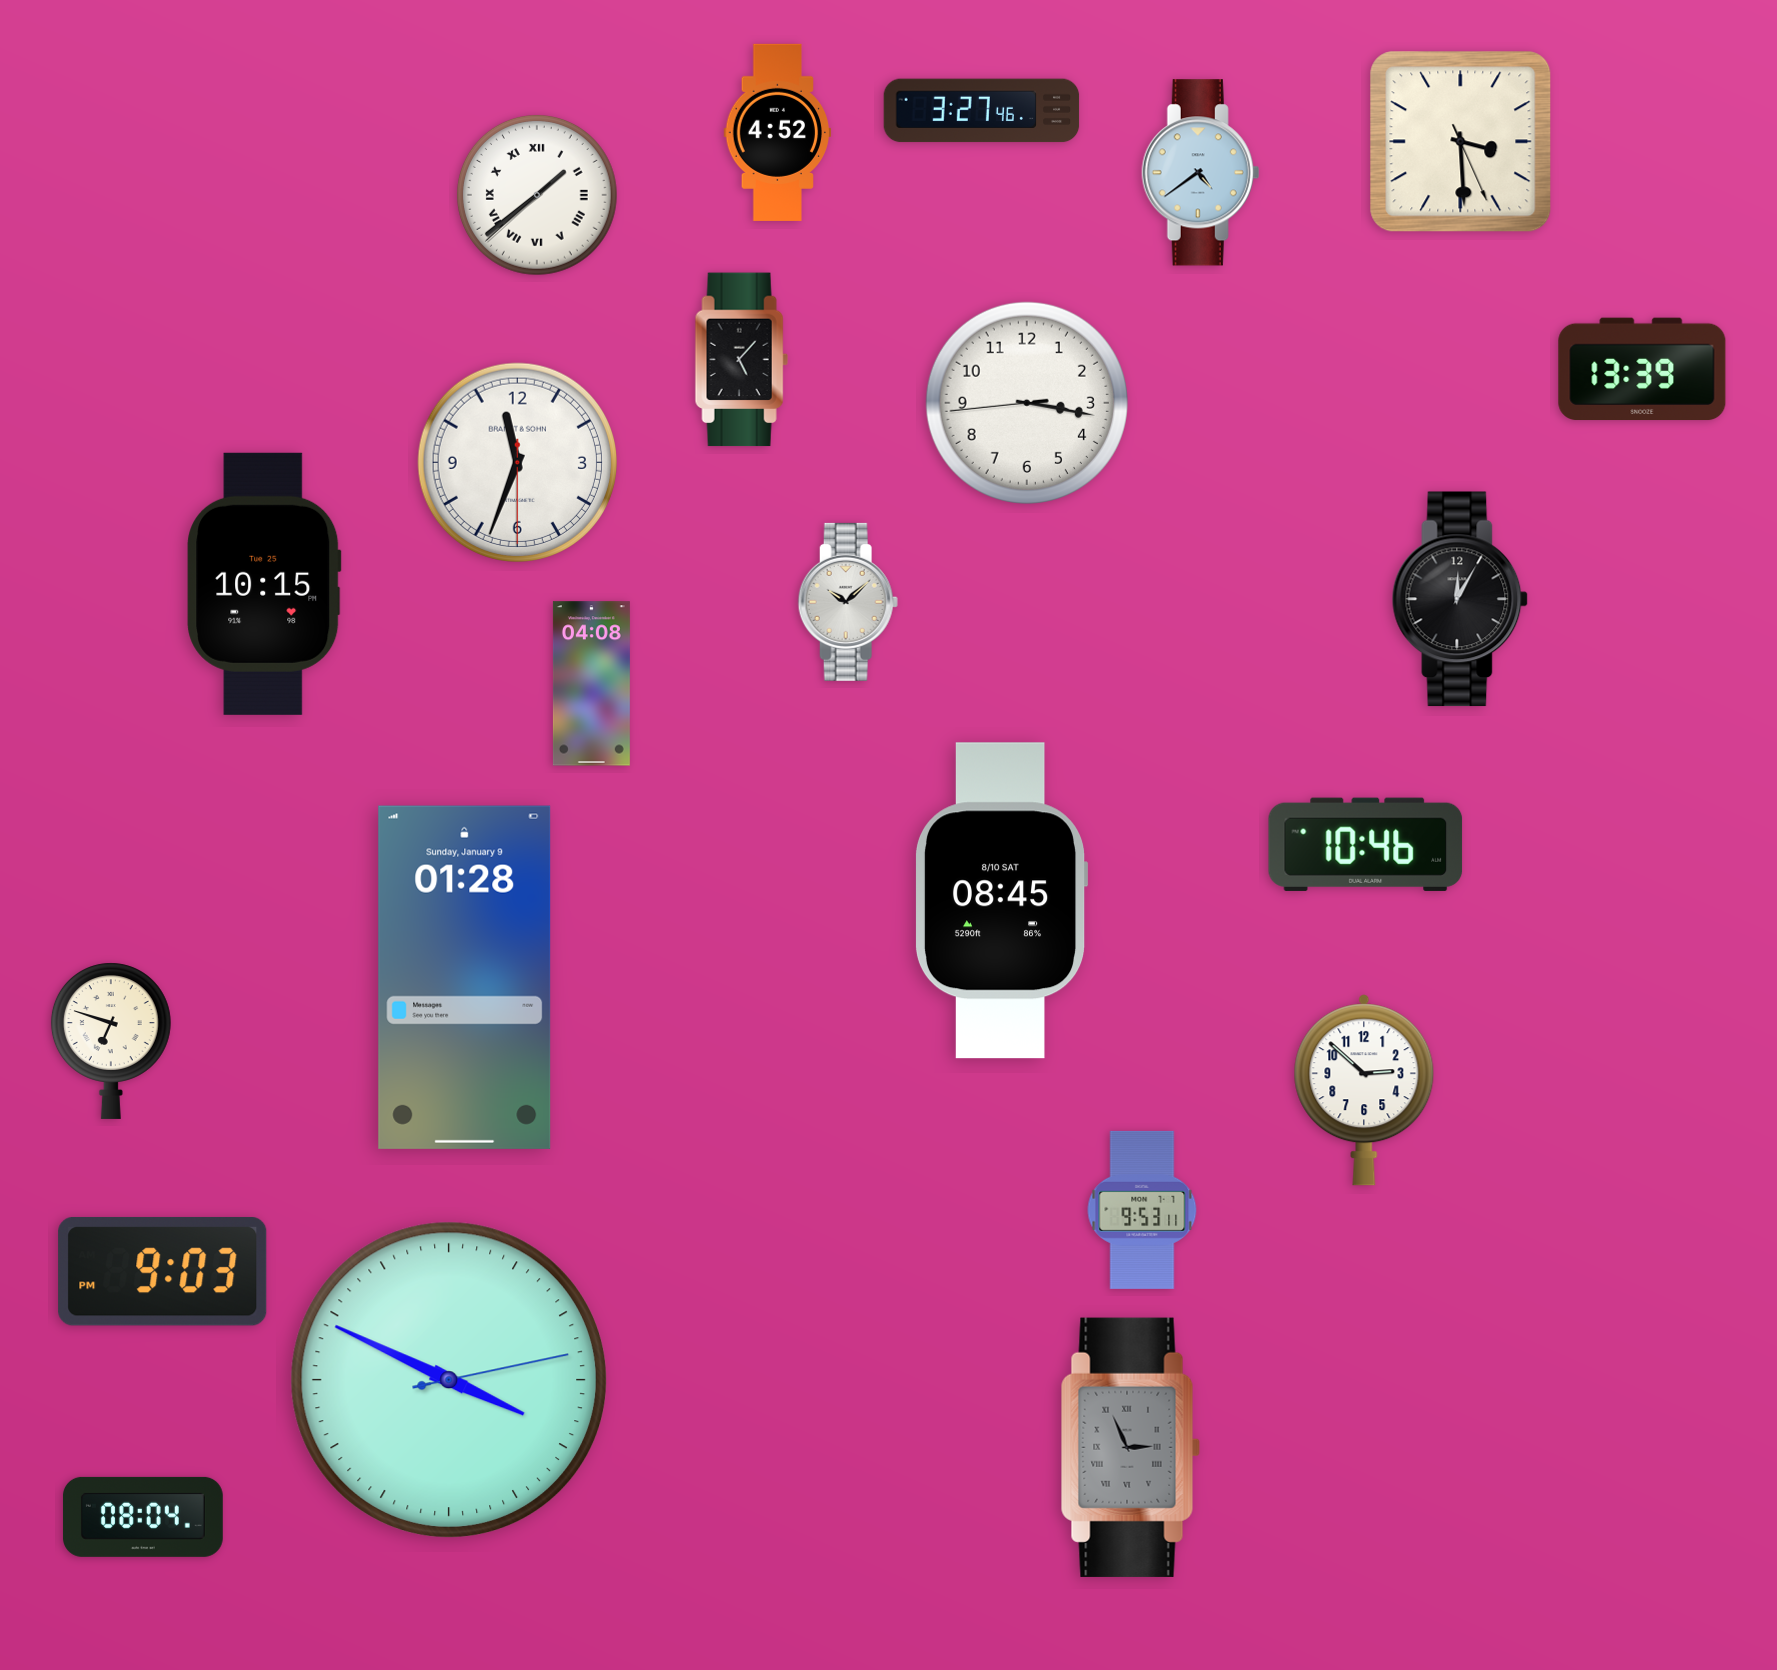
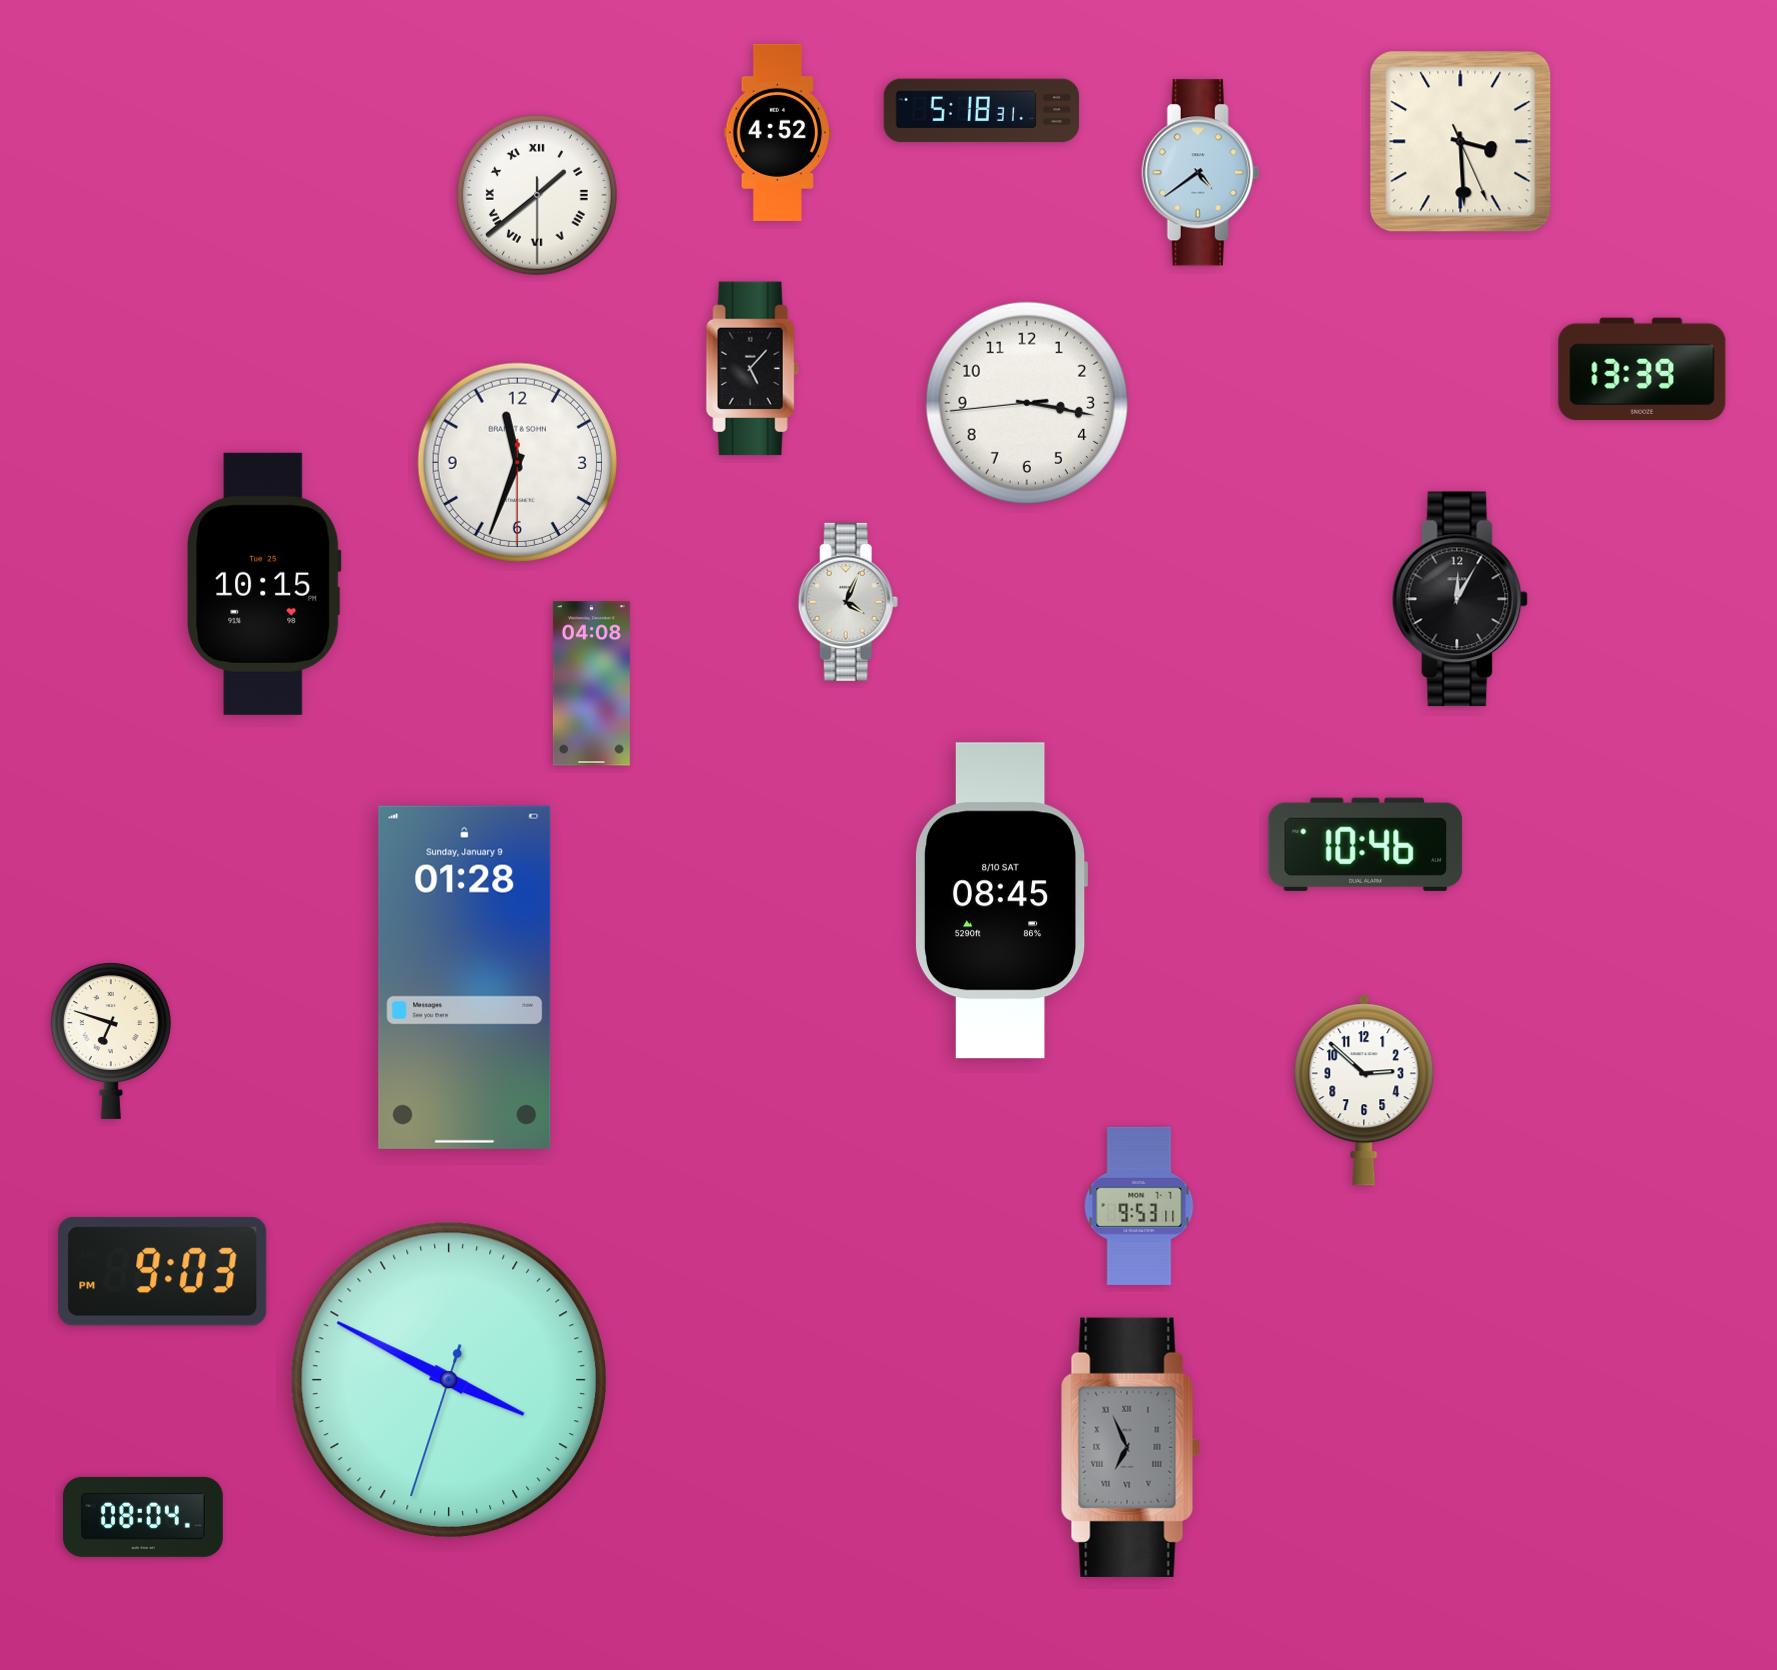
clock at (982, 111): 3:27 -> 5:18
clock at (537, 195): 1:38:38 -> 1:38:30
clock at (741, 360) position: (741, 360) -> (752, 369)
clock at (848, 602): 10:08 -> 4:04
clock at (1142, 1210) position: (1142, 1210) -> (1139, 1206)
clock at (449, 1380): 3:49:13 -> 3:49:33
clock at (1130, 1447): 2:56 -> 6:56
